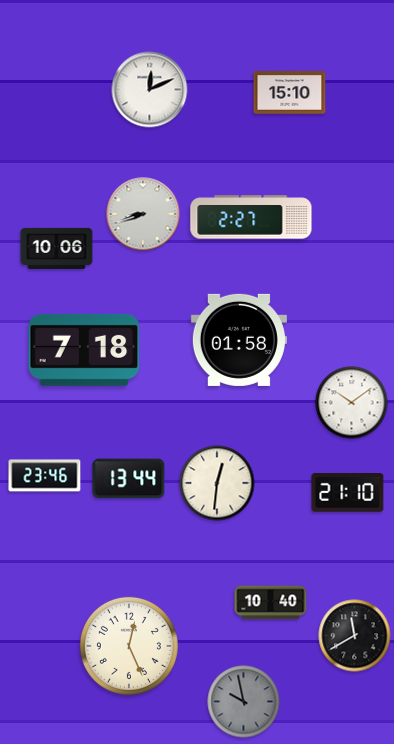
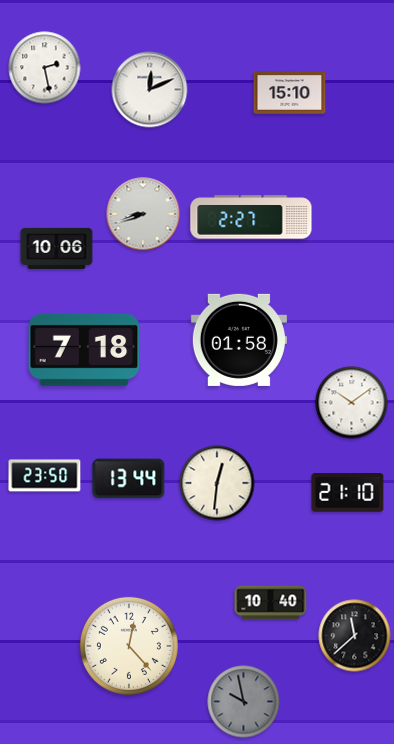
clock at (45, 68): none -> 2:28
clock at (45, 476): 23:46 -> 23:50
clock at (355, 636): 11:40 -> 11:38
clock at (129, 646): 12:26 -> 12:23
